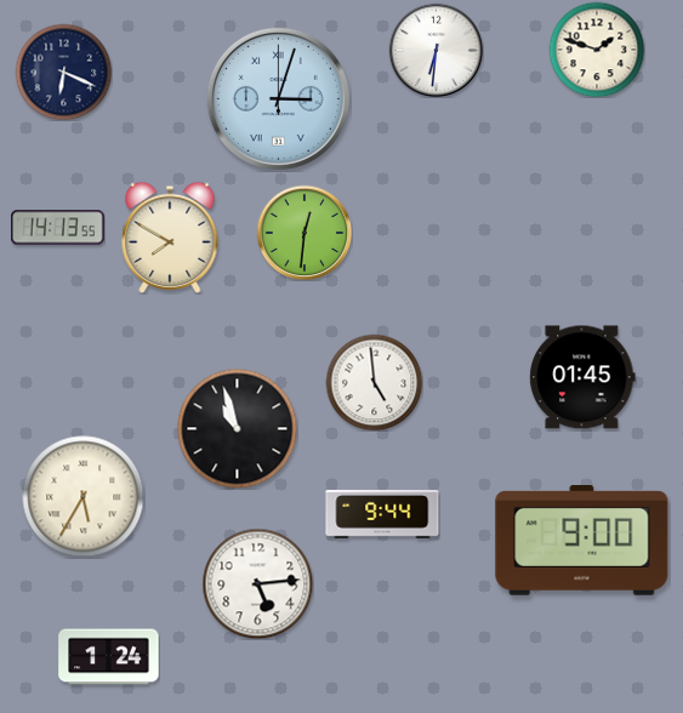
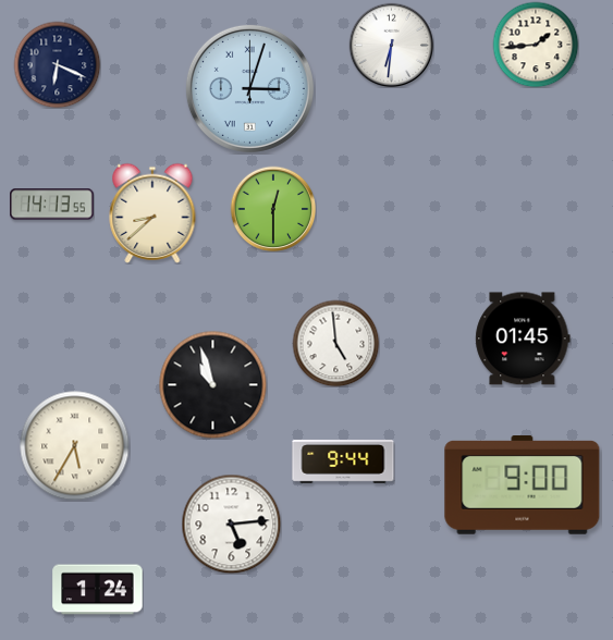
clock at (597, 50): 1:48 -> 1:44
clock at (304, 233): 12:31 -> 12:30
clock at (170, 238): 7:50 -> 8:38
